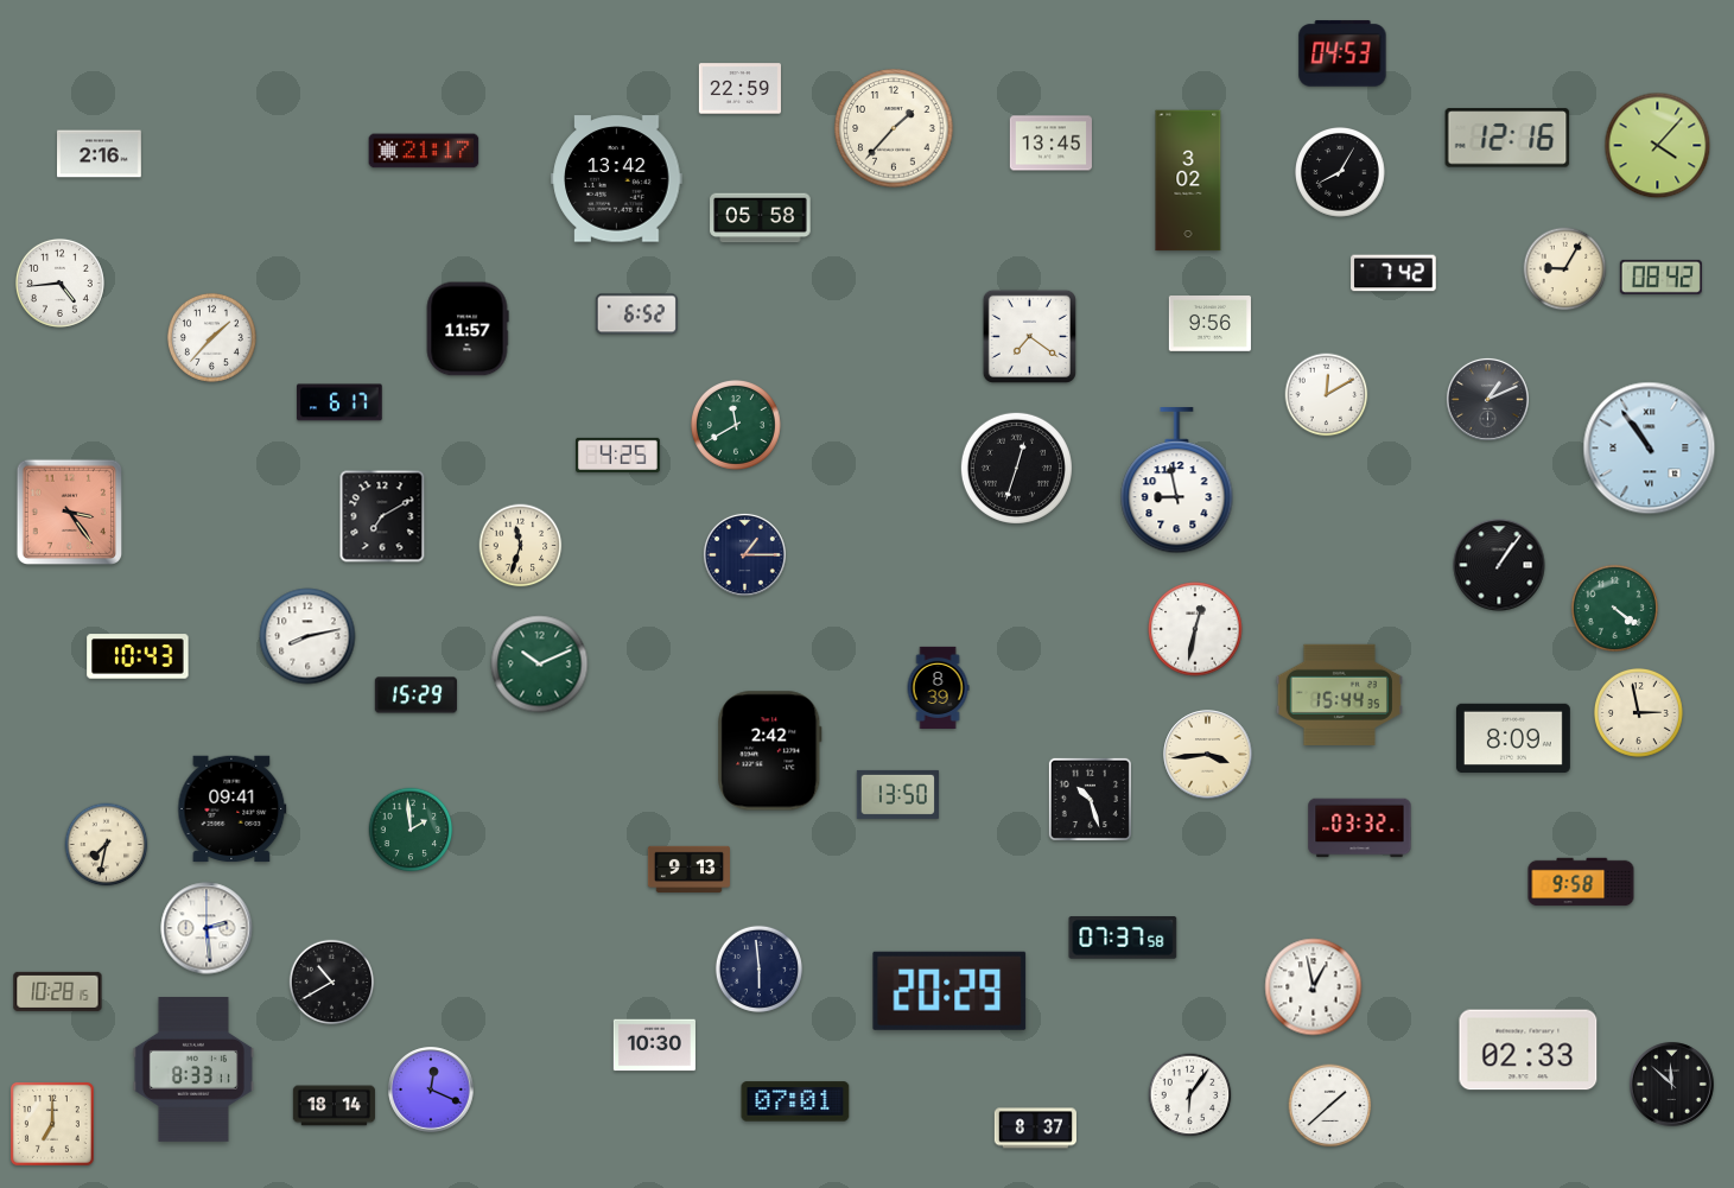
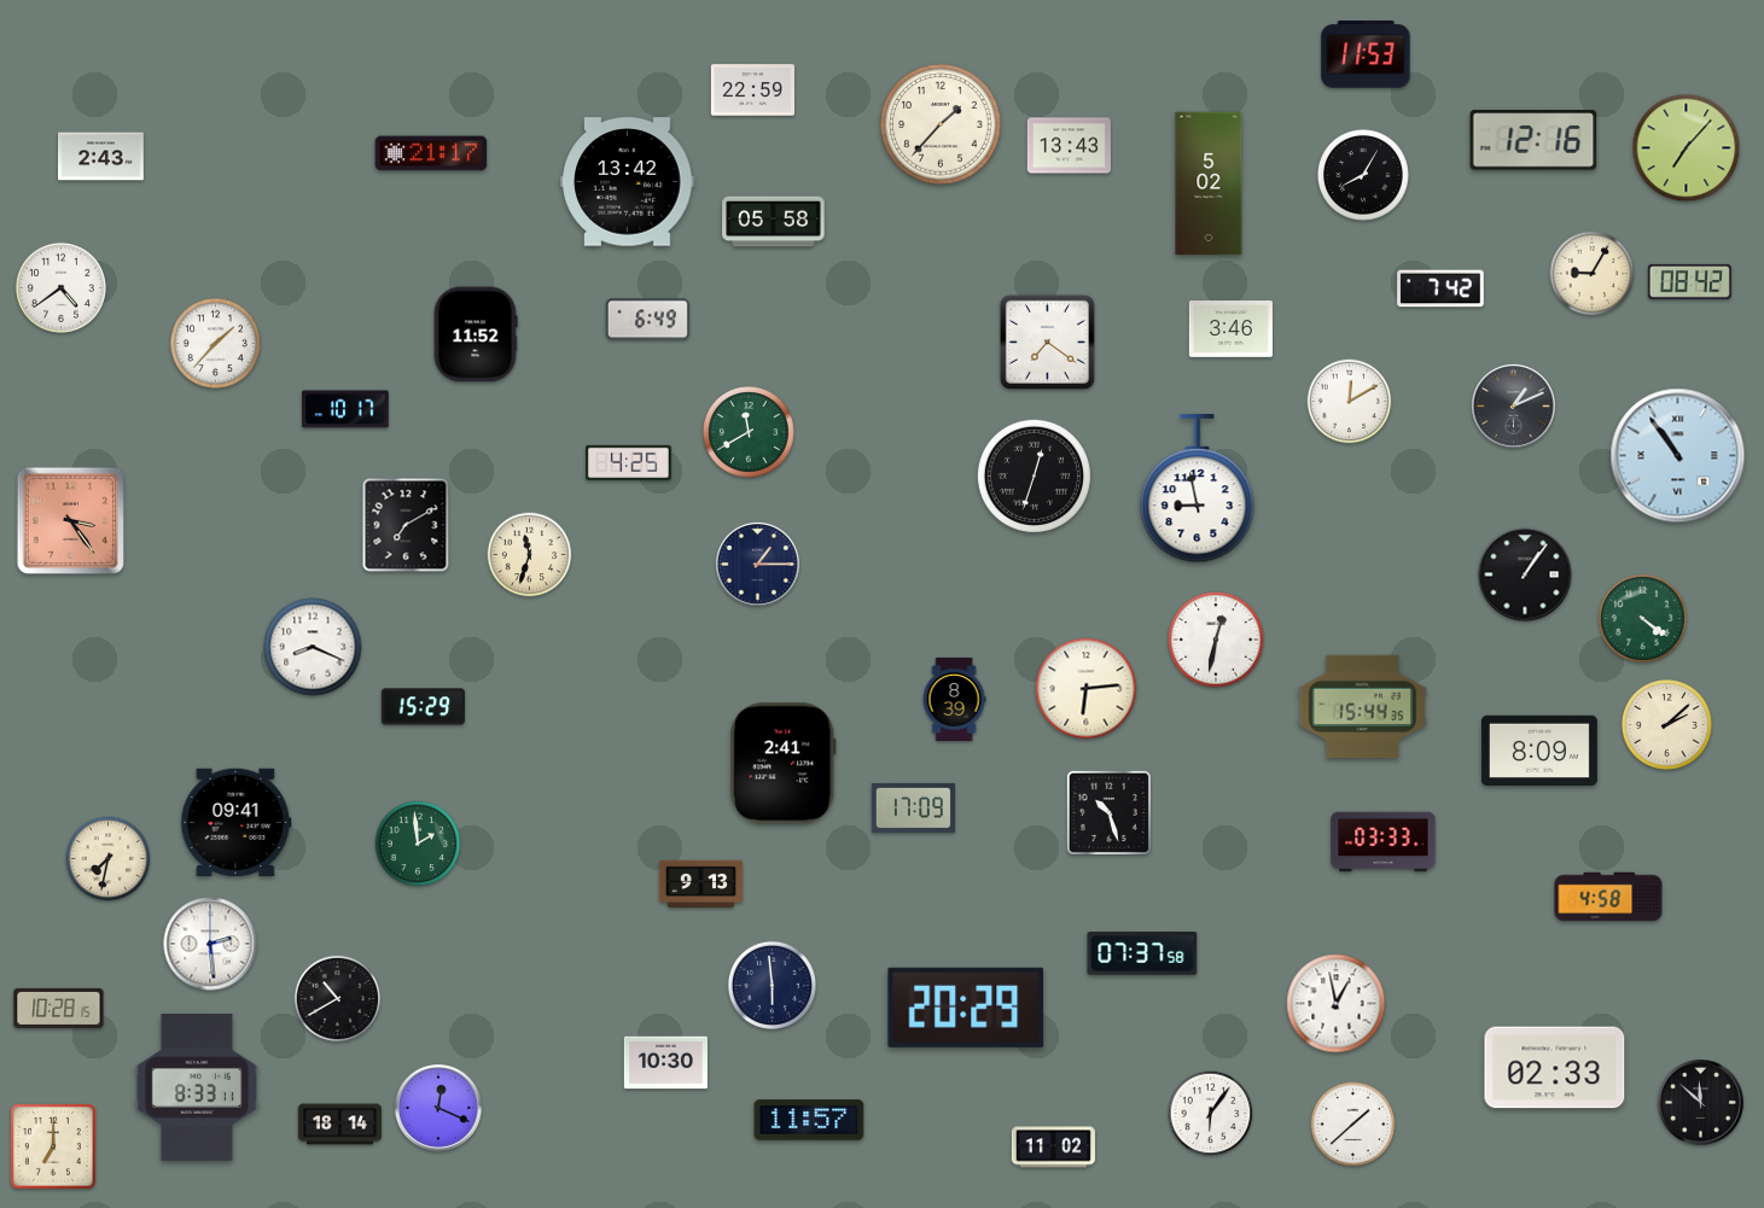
clock at (1342, 53): 04:53 -> 11:53
clock at (894, 128) position: (894, 128) -> (941, 124)
clock at (1050, 144): 13:45 -> 13:43
clock at (1658, 146): 4:07 -> 7:07
clock at (100, 154): 2:16 -> 2:43
clock at (1188, 180): 3:02 -> 5:02
clock at (1393, 273) position: (1393, 273) -> (1440, 288)
clock at (59, 282): 4:44 -> 4:39
clock at (636, 315): 6:52 -> 6:49
clock at (1209, 324): 9:56 -> 3:46
clock at (468, 329): 11:57 -> 11:52
clock at (339, 402): 6:17 -> 10:17
clock at (382, 516) position: (382, 516) -> (406, 525)
clock at (307, 636): 8:13 -> 8:19
clock at (138, 656): 10:43 -> none
clock at (540, 665): 10:11 -> none
clock at (1087, 689): none -> 6:14
clock at (1638, 712): 2:58 -> 2:08
clock at (770, 751): 2:42 -> 2:41
clock at (1208, 755): 3:44 -> none
clock at (897, 794): 13:50 -> 17:09
clock at (1360, 828): 03:32 -> 03:33
clock at (1581, 882): 9:58 -> 4:58
clock at (795, 1101): 07:01 -> 11:57
clock at (53, 1125) position: (53, 1125) -> (54, 1148)
clock at (1035, 1129): 8:37 -> 11:02
